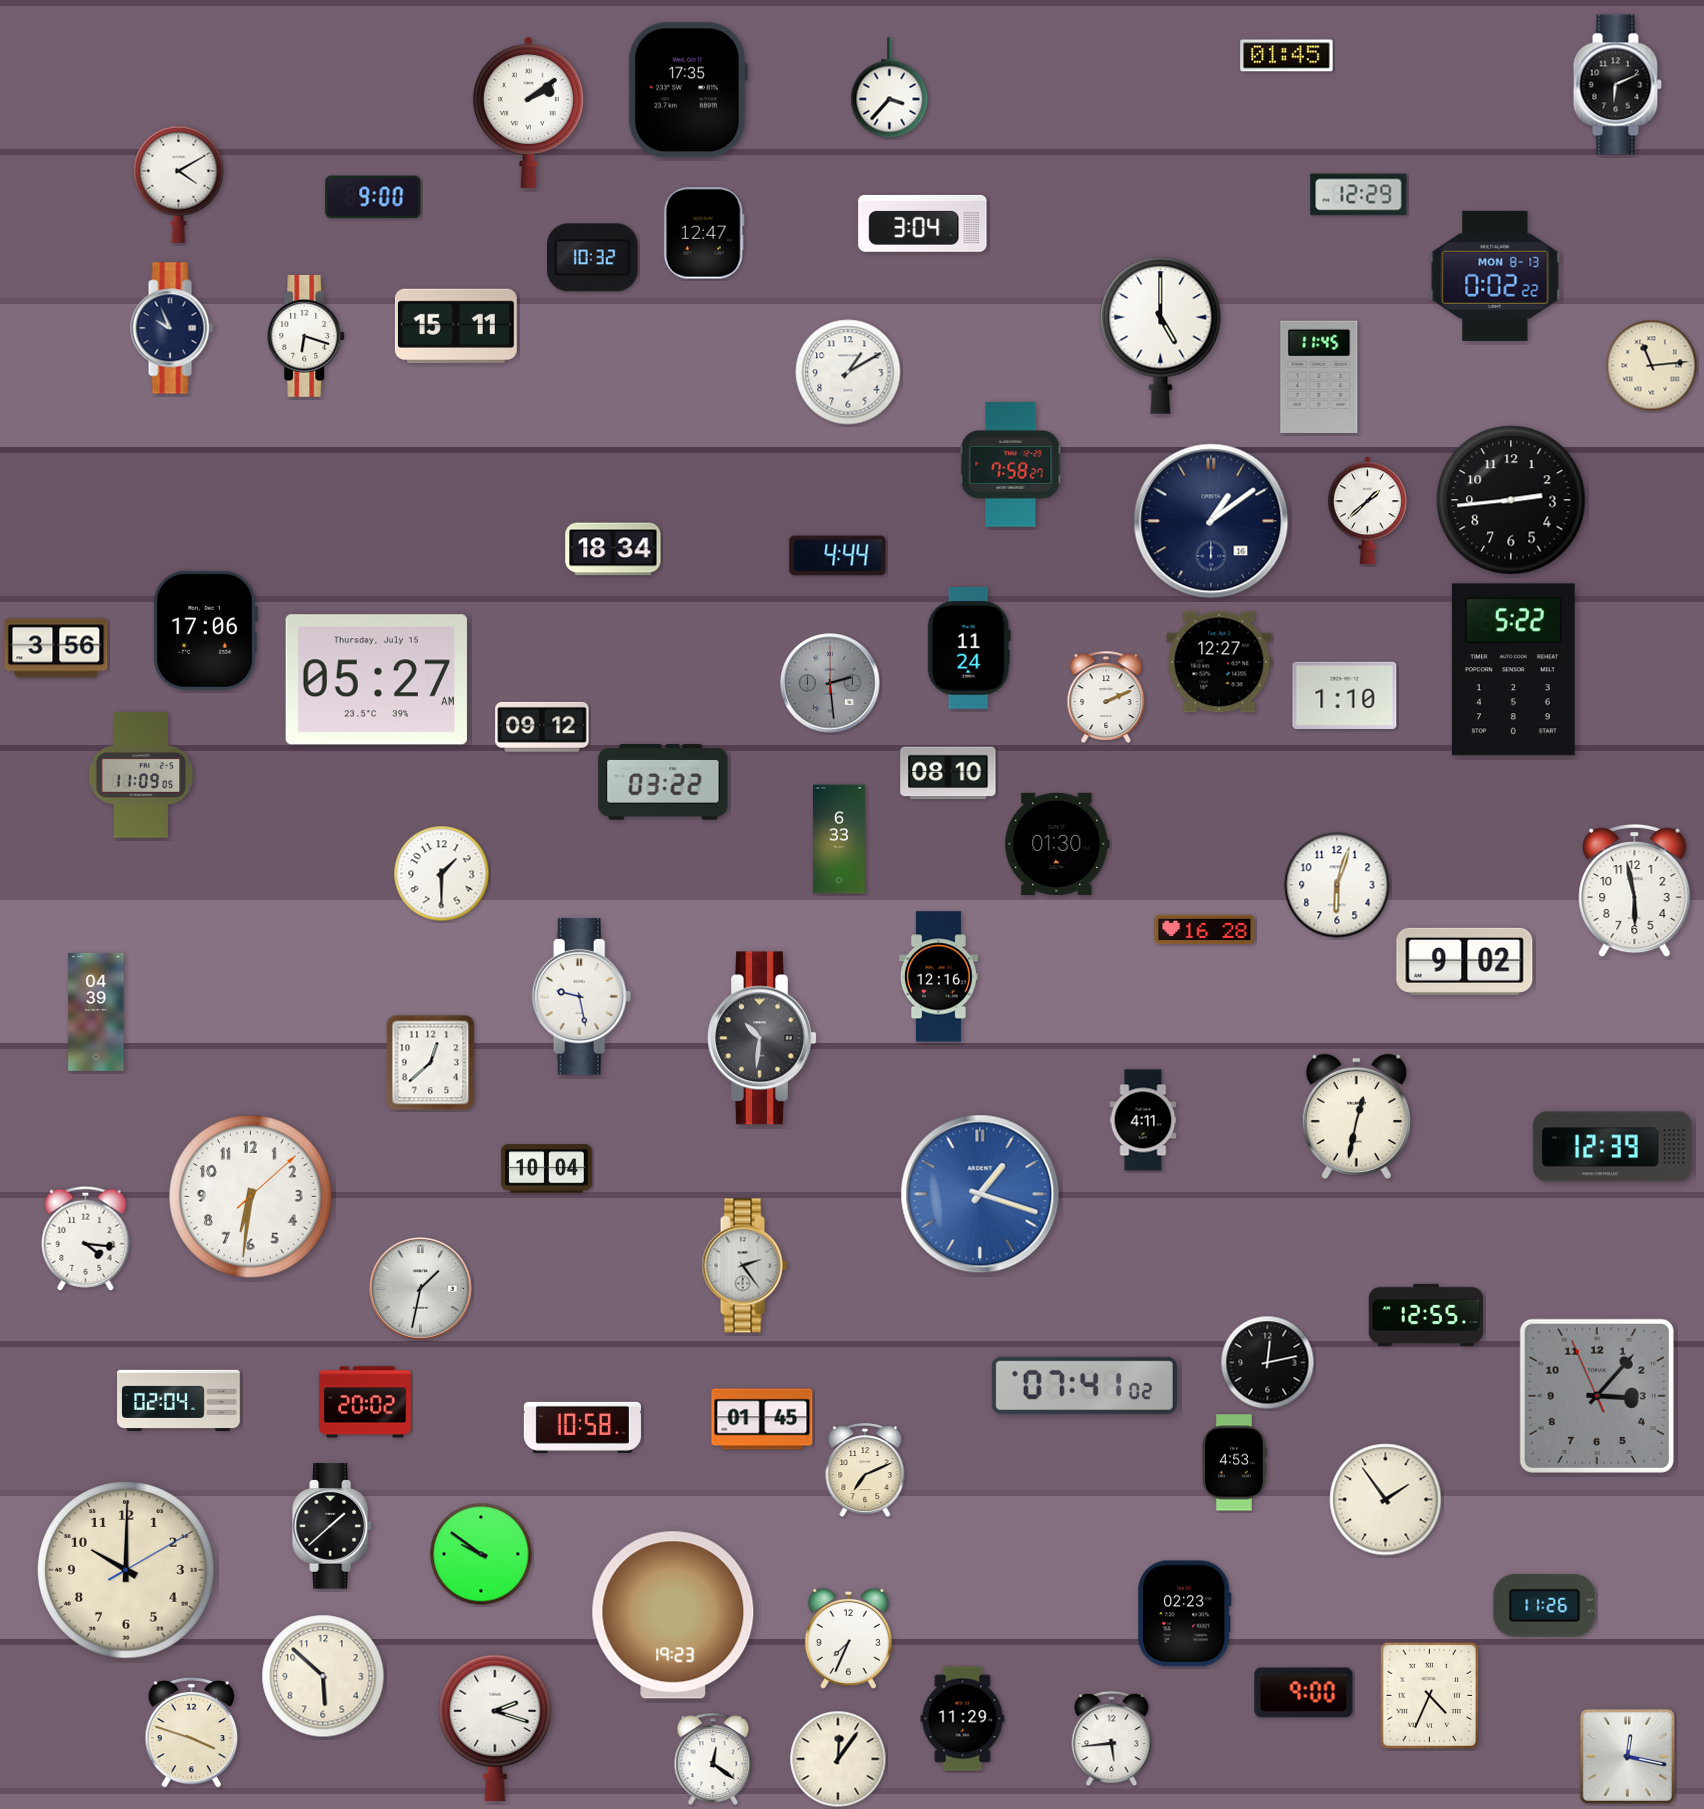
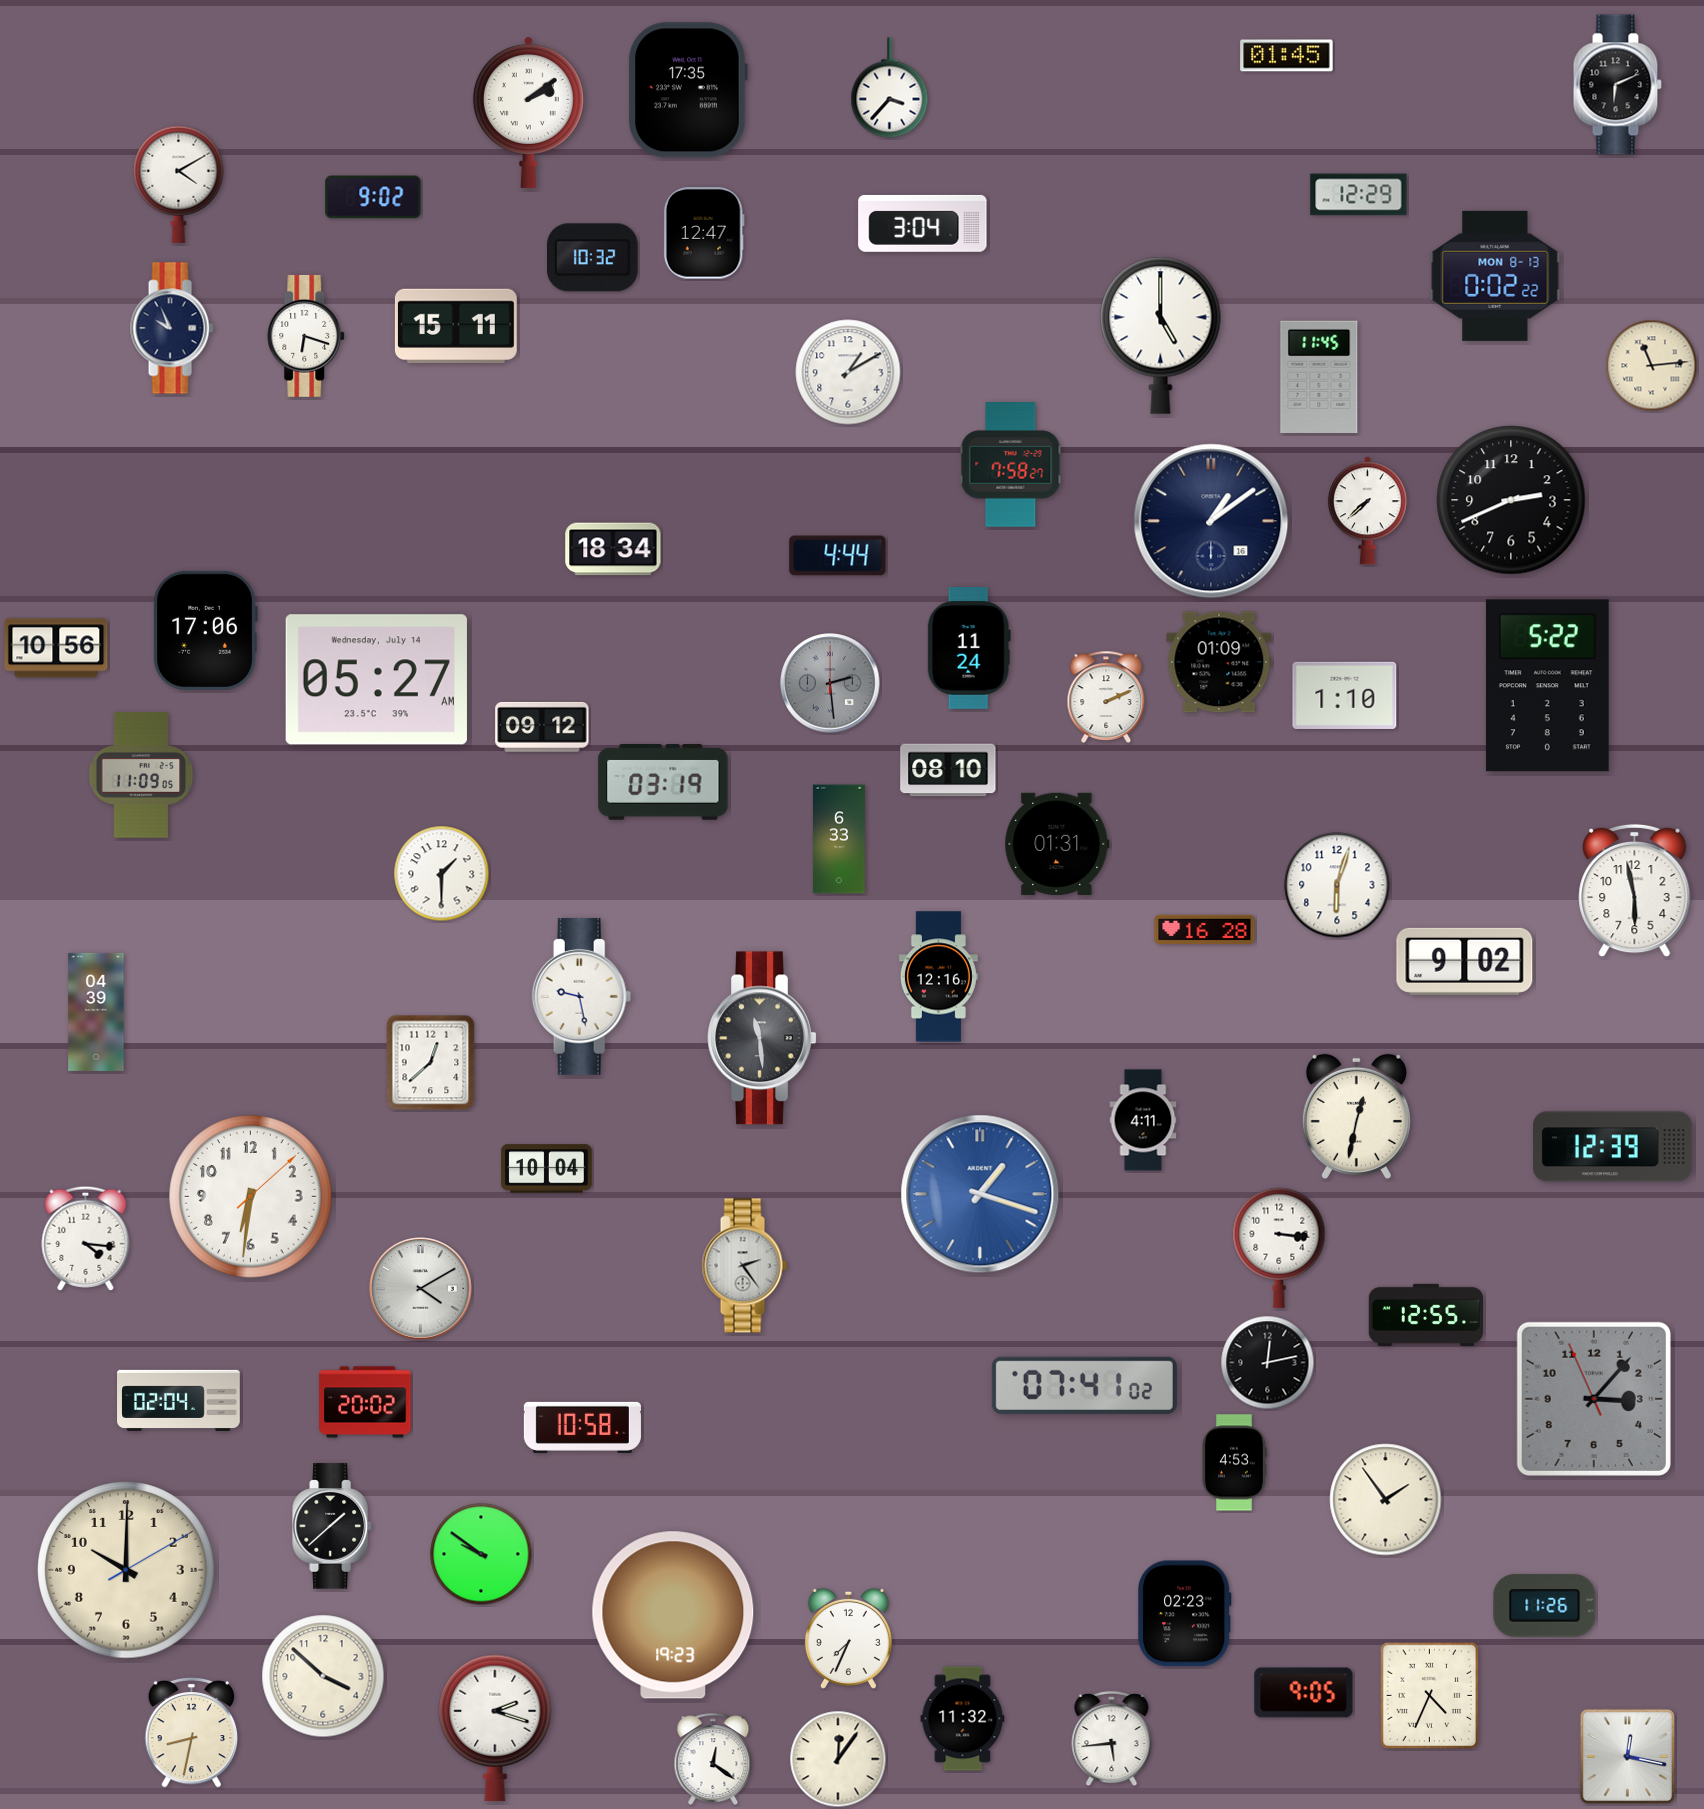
clock at (373, 197): 9:00 -> 9:02
clock at (1511, 500): 2:44 -> 2:41
clock at (1367, 511): 1:38 -> 7:38
clock at (56, 648): 3:56 -> 10:56
clock at (1219, 662): 12:27 -> 01:09
clock at (1513, 670) position: (1513, 670) -> (1547, 686)
clock at (376, 680) date: Thursday, July 15 -> Wednesday, July 14
clock at (948, 773) position: (948, 773) -> (948, 770)
clock at (663, 782): 03:22 -> 03:19
clock at (1057, 844): 01:30 -> 01:31
clock at (762, 1038): 10:31 -> 11:29
clock at (1279, 1248): none -> 3:16
clock at (421, 1289): 1:32 -> 4:10
clock at (1597, 1396) position: (1597, 1396) -> (1594, 1399)
clock at (762, 1419): 01:45 -> none
clock at (865, 1471): 7:11 -> none
clock at (323, 1676): 5:52 -> 3:52
clock at (1304, 1693): 9:00 -> 9:05
clock at (963, 1719): 11:29 -> 11:32
clock at (192, 1732): 3:48 -> 8:32
